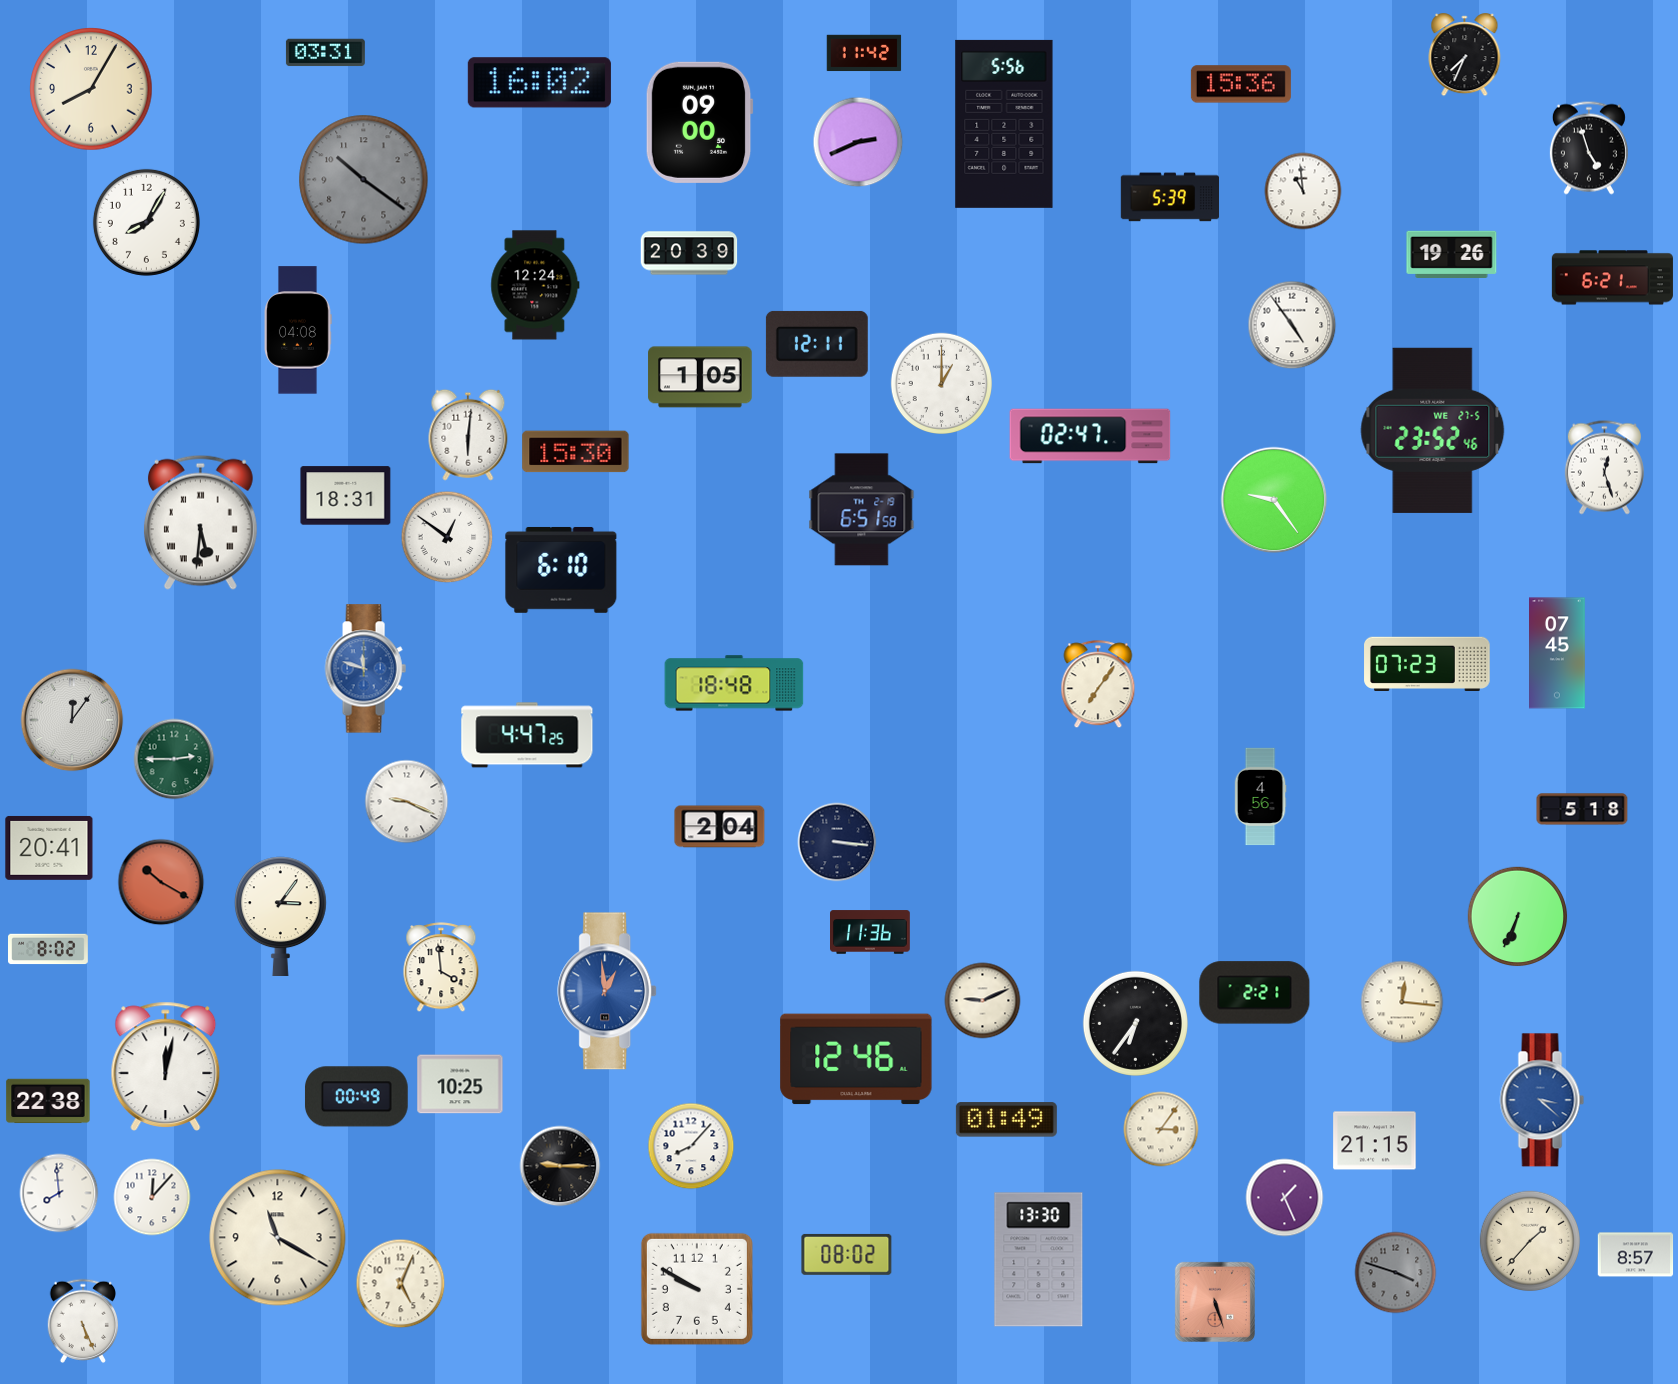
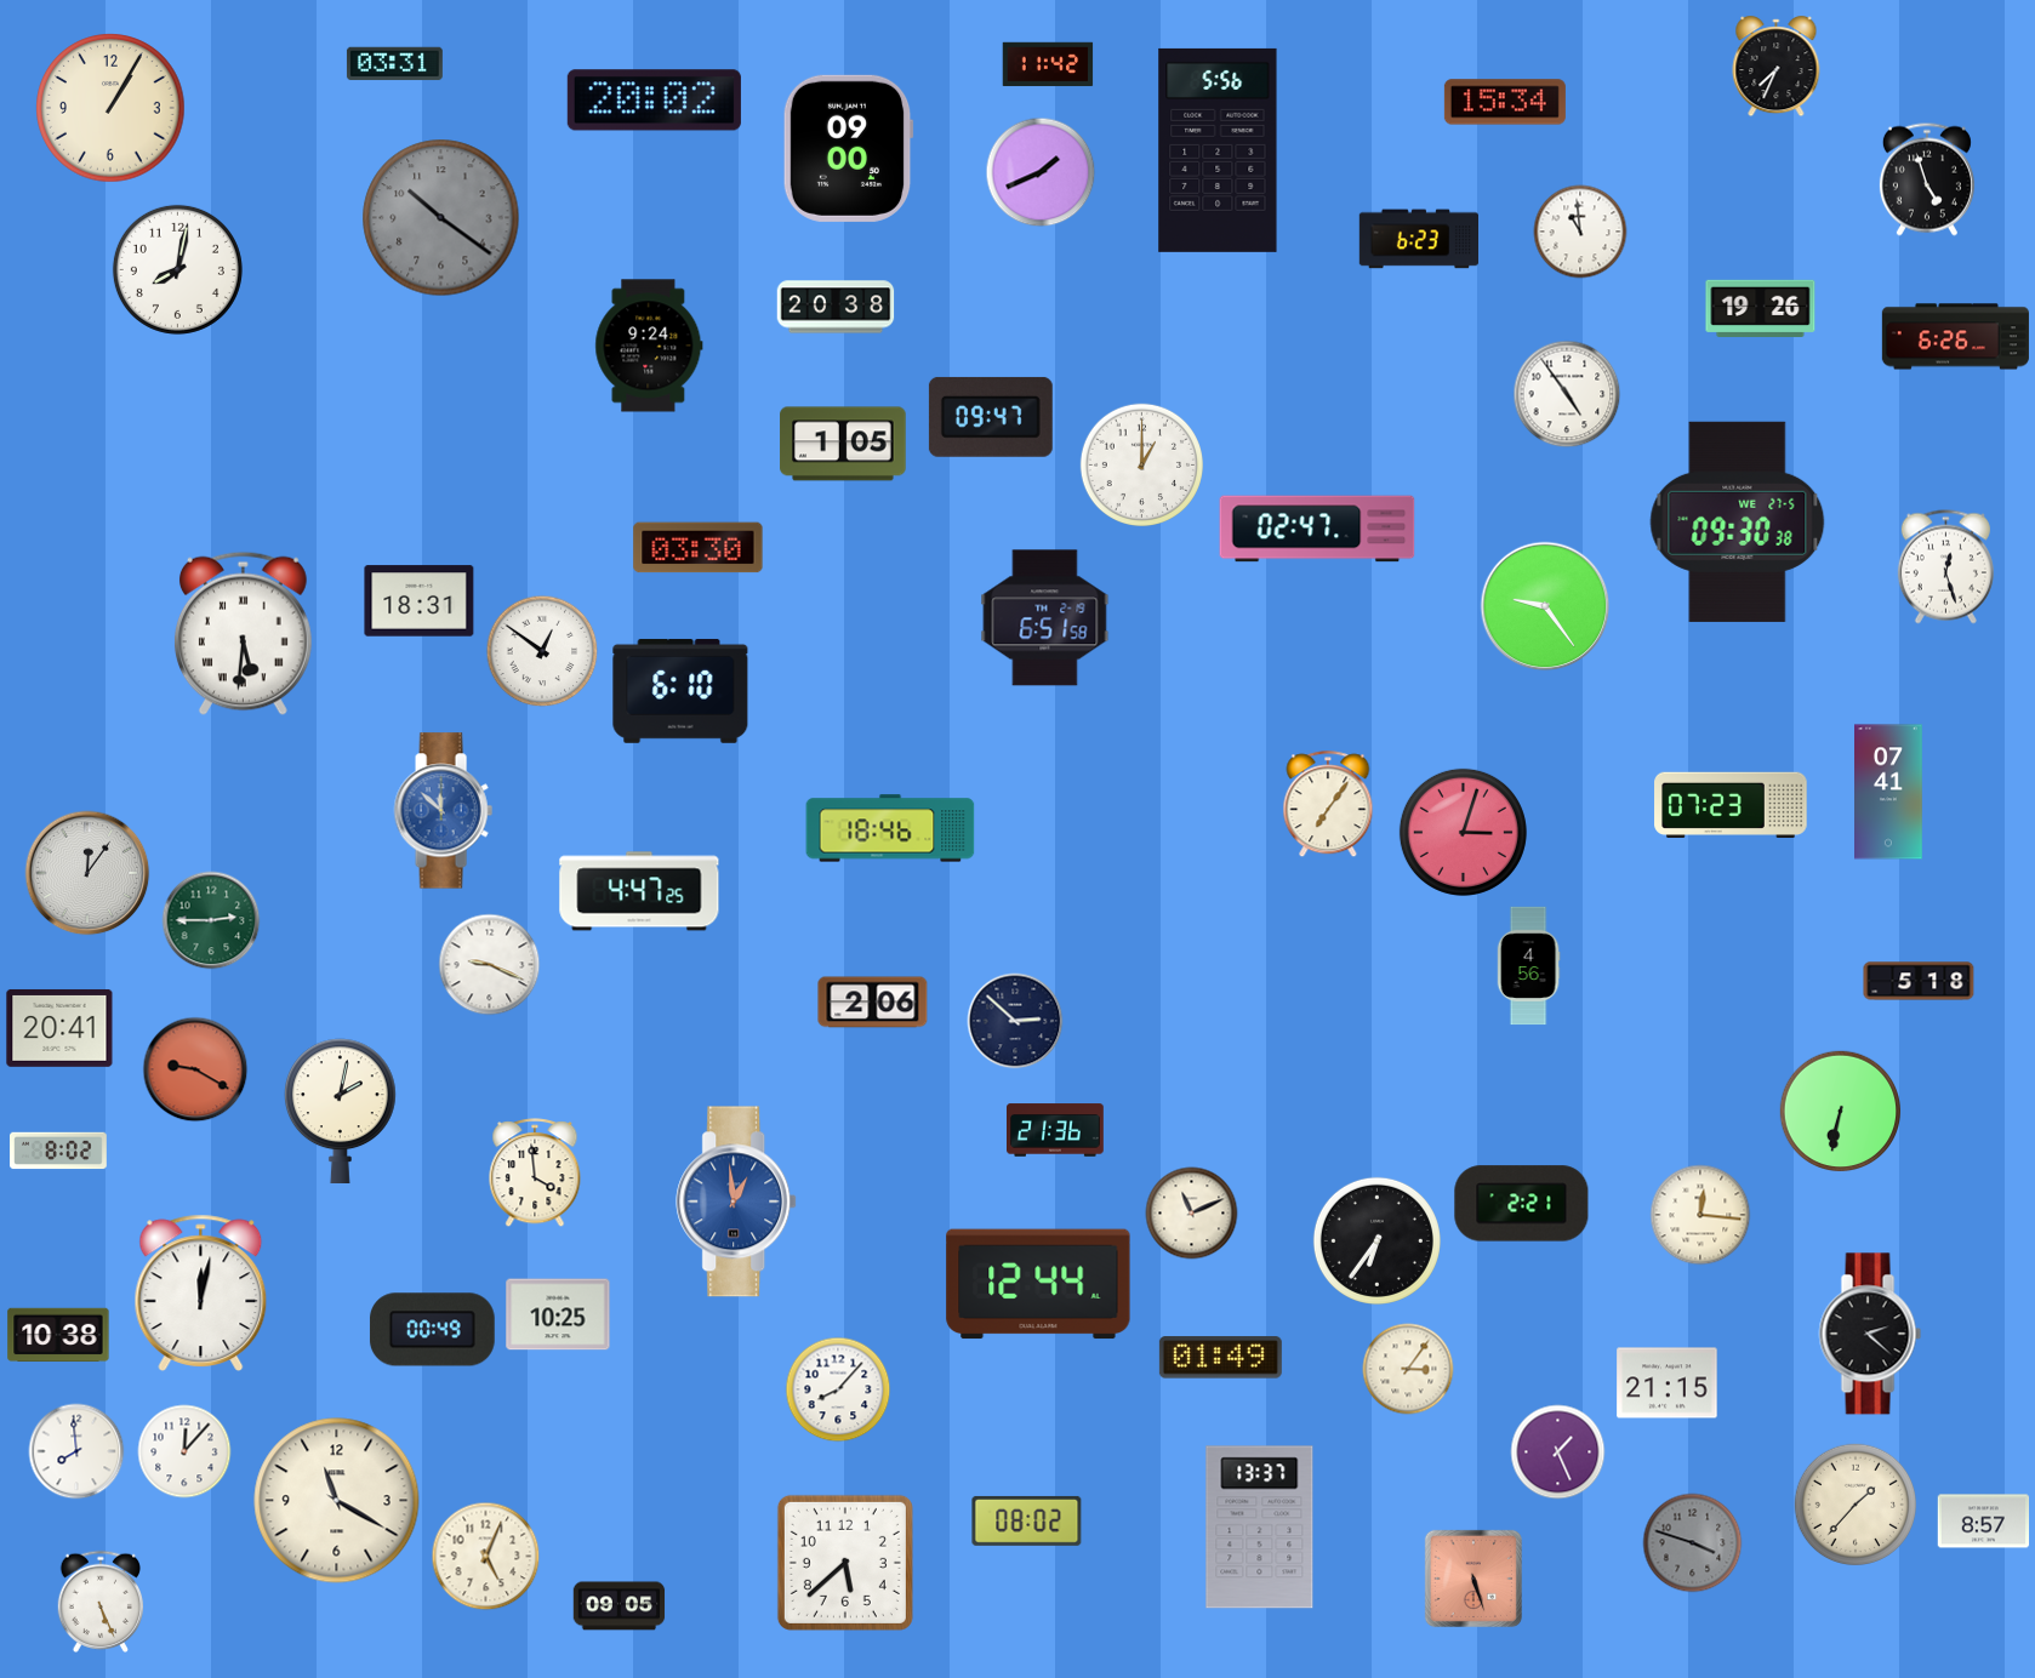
clock at (539, 83): 16:02 -> 20:02
clock at (1241, 84): 15:36 -> 15:34
clock at (91, 89): 8:05 -> 1:05
clock at (858, 142): 2:41 -> 1:41
clock at (1169, 197): 5:39 -> 6:23
clock at (146, 222): 8:05 -> 8:02
clock at (689, 253): 20:39 -> 20:38
clock at (1612, 278): 6:21 -> 6:26
clock at (535, 285): 12:24 -> 9:24
clock at (298, 330): 04:08 -> none
clock at (817, 344): 12:11 -> 09:47
clock at (700, 377) position: (700, 377) -> (843, 444)
clock at (1433, 430): 23:52 -> 09:30
clock at (468, 435): 6:01 -> none
clock at (1090, 436) position: (1090, 436) -> (1317, 529)
clock at (576, 452): 15:30 -> 03:30
clock at (1558, 653): 07:45 -> 07:41
clock at (365, 669): 11:48 -> 11:52
clock at (734, 683): 18:48 -> 18:46
clock at (1098, 685) position: (1098, 685) -> (1328, 805)
clock at (1463, 832): none -> 3:03
clock at (407, 802) position: (407, 802) -> (490, 965)
clock at (720, 827): 2:04 -> 2:06
clock at (837, 842): 3:16 -> 2:52
clock at (161, 882): 10:20 -> 9:20
clock at (281, 916): 3:06 -> 2:02
clock at (1518, 917): 6:34 -> 6:32
clock at (871, 932): 11:36 -> 21:36
clock at (983, 1001): 9:11 -> 11:11
clock at (856, 1059): 12:46 -> 12:44
clock at (1542, 1100): 3:22 -> 2:22
clock at (1542, 1100) dial: blue -> black
clock at (48, 1101): 22:38 -> 10:38
clock at (560, 1166): 9:15 -> none
clock at (59, 1193) position: (59, 1193) -> (76, 1451)
clock at (1039, 1260): 13:30 -> 13:37
clock at (697, 1289): 9:50 -> 5:38
clock at (620, 1606): none -> 09:05
